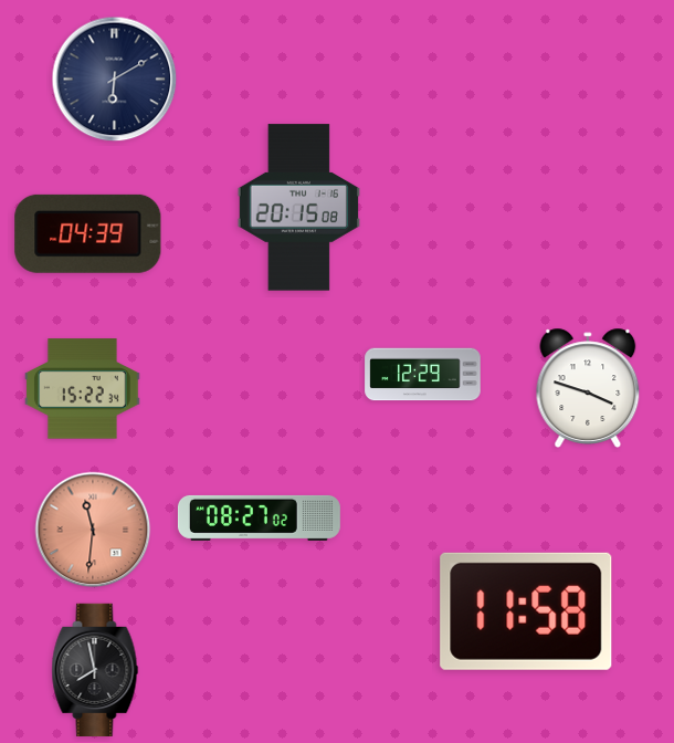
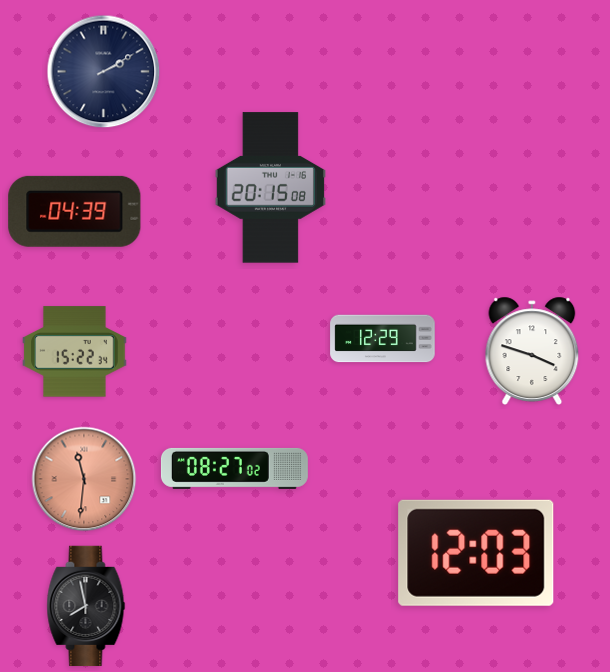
clock at (115, 80): 6:10 -> 2:10
clock at (88, 233) position: (88, 233) -> (75, 211)
clock at (526, 611): 11:58 -> 12:03
